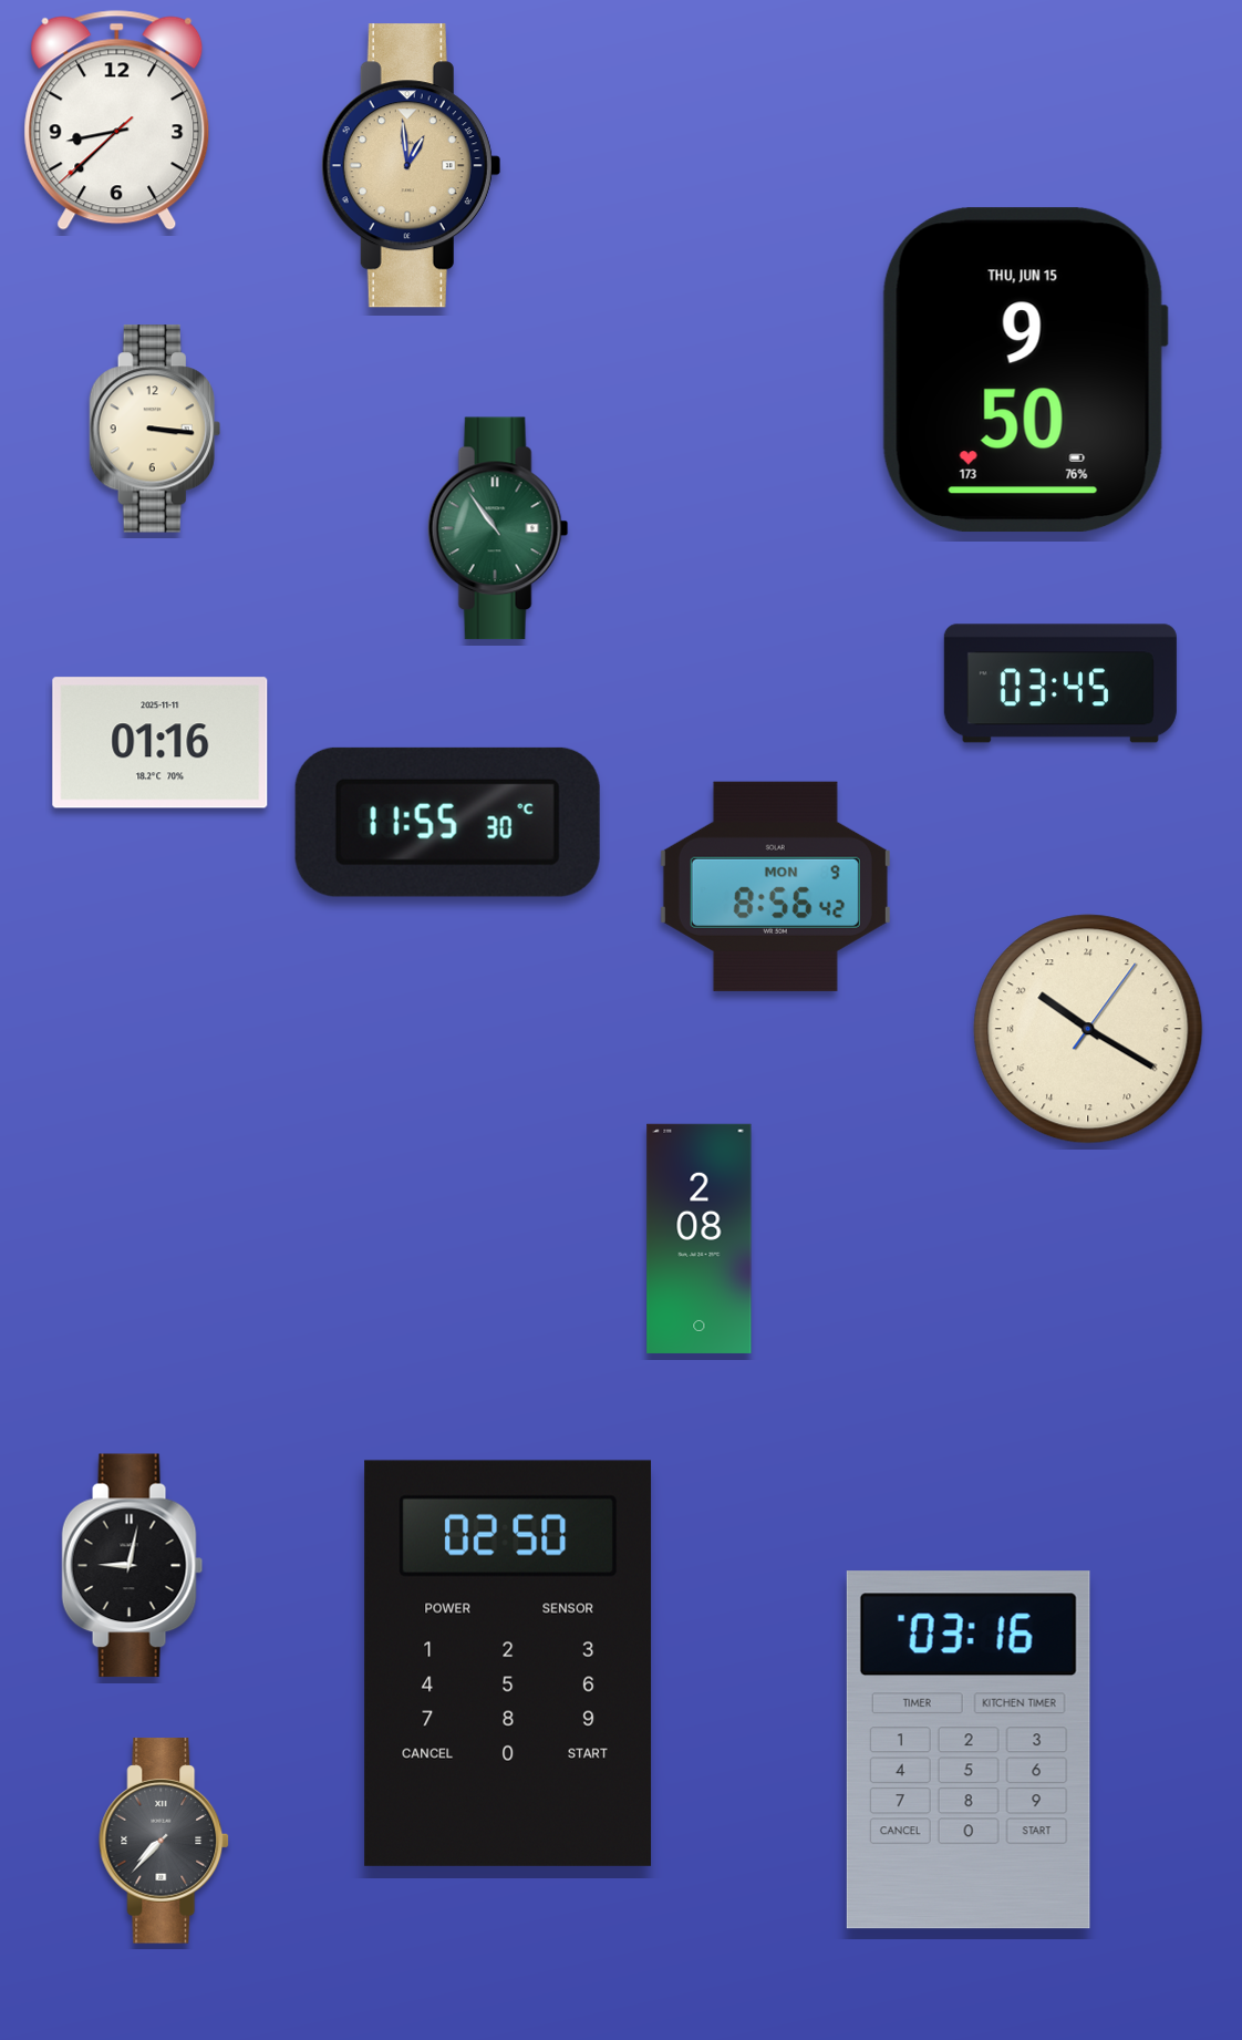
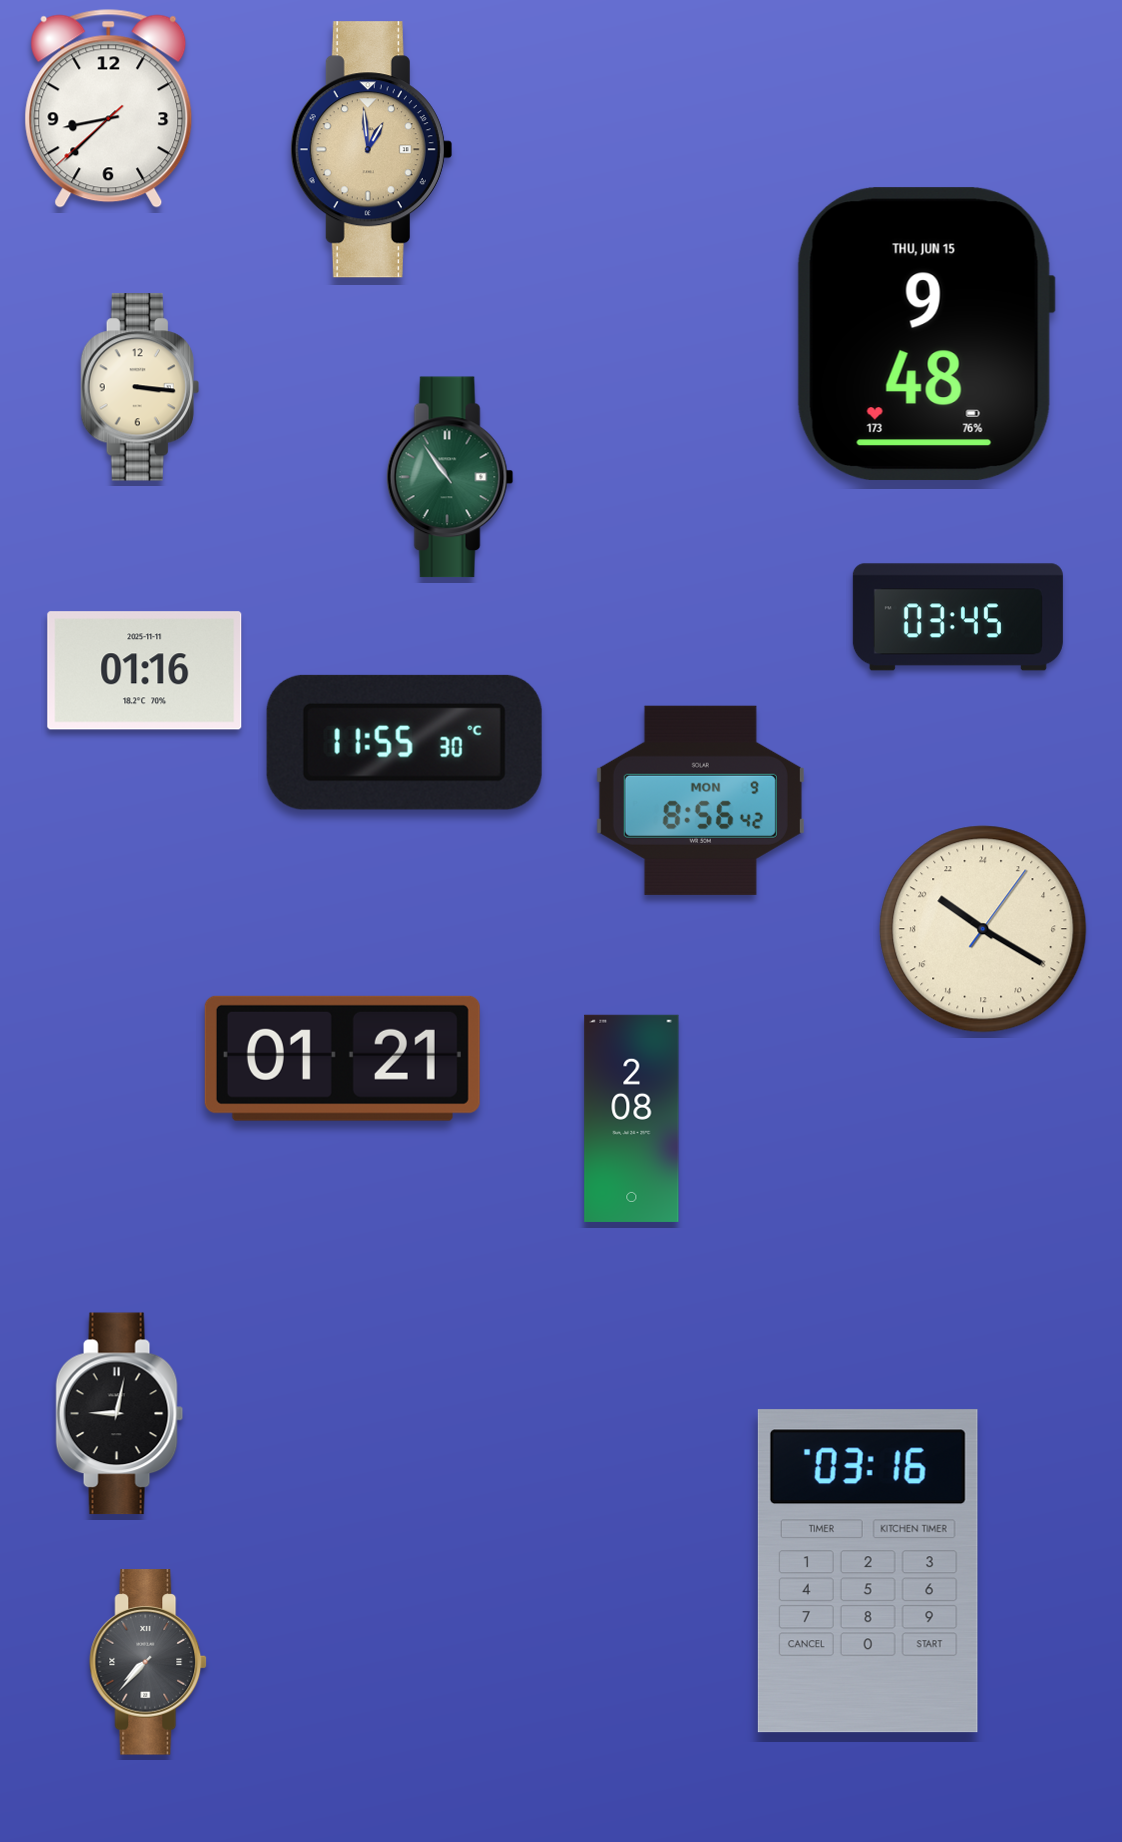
clock at (117, 120) position: (117, 120) -> (109, 108)
clock at (1025, 370): 9:50 -> 9:48
clock at (342, 1058): none -> 01:21
clock at (508, 1663): 02:50 -> none
clock at (969, 1750) position: (969, 1750) -> (868, 1571)
